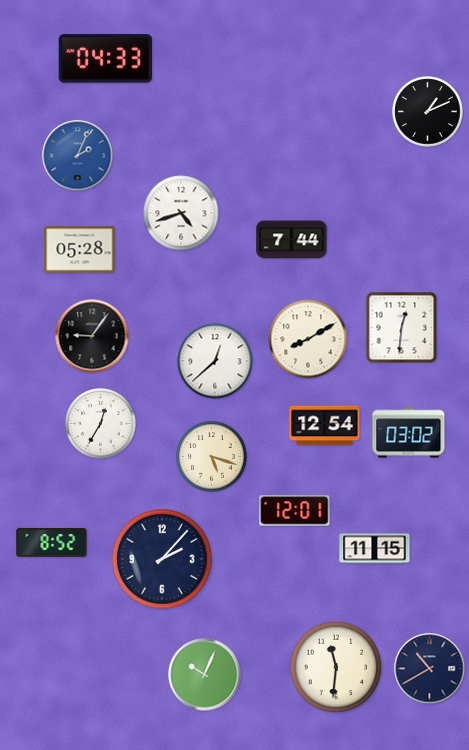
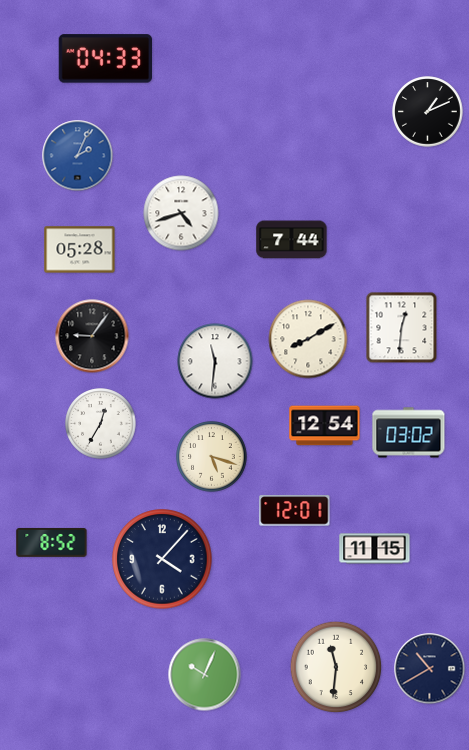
clock at (215, 361): 12:38 -> 11:31
clock at (162, 559): 2:07 -> 4:07
